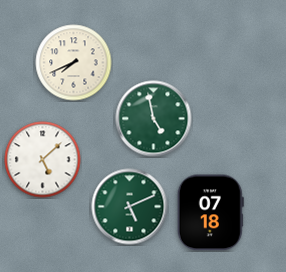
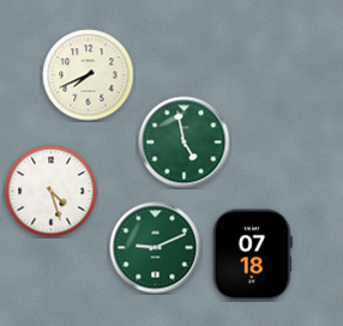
clock at (43, 160): 5:08 -> 4:27
clock at (130, 207): 5:11 -> 9:11
